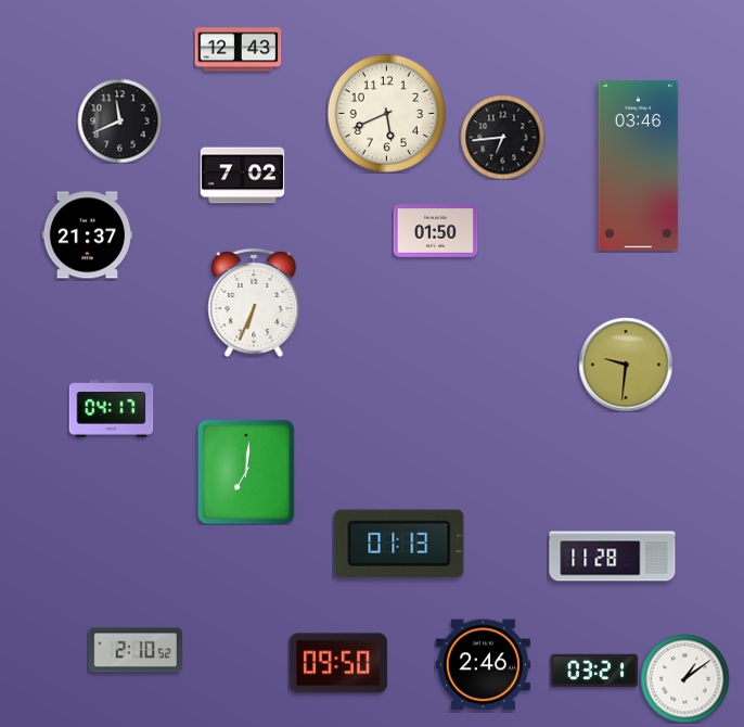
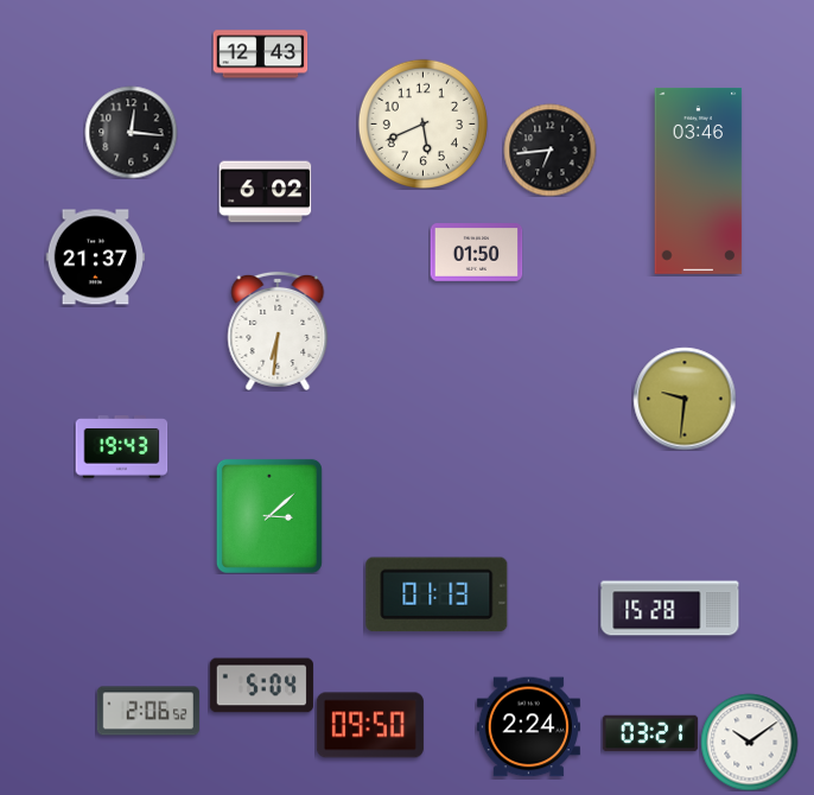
clock at (119, 120): 11:41 -> 12:16
clock at (242, 176): 7:02 -> 6:02
clock at (254, 303): 6:34 -> 6:31
clock at (111, 409): 04:17 -> 19:43
clock at (246, 472): 7:01 -> 3:08
clock at (613, 557): 11:28 -> 15:28
clock at (261, 686): none -> 5:04
clock at (136, 650): 2:10 -> 2:06
clock at (483, 665): 2:46 -> 2:24
clock at (684, 678): 1:09 -> 10:09
